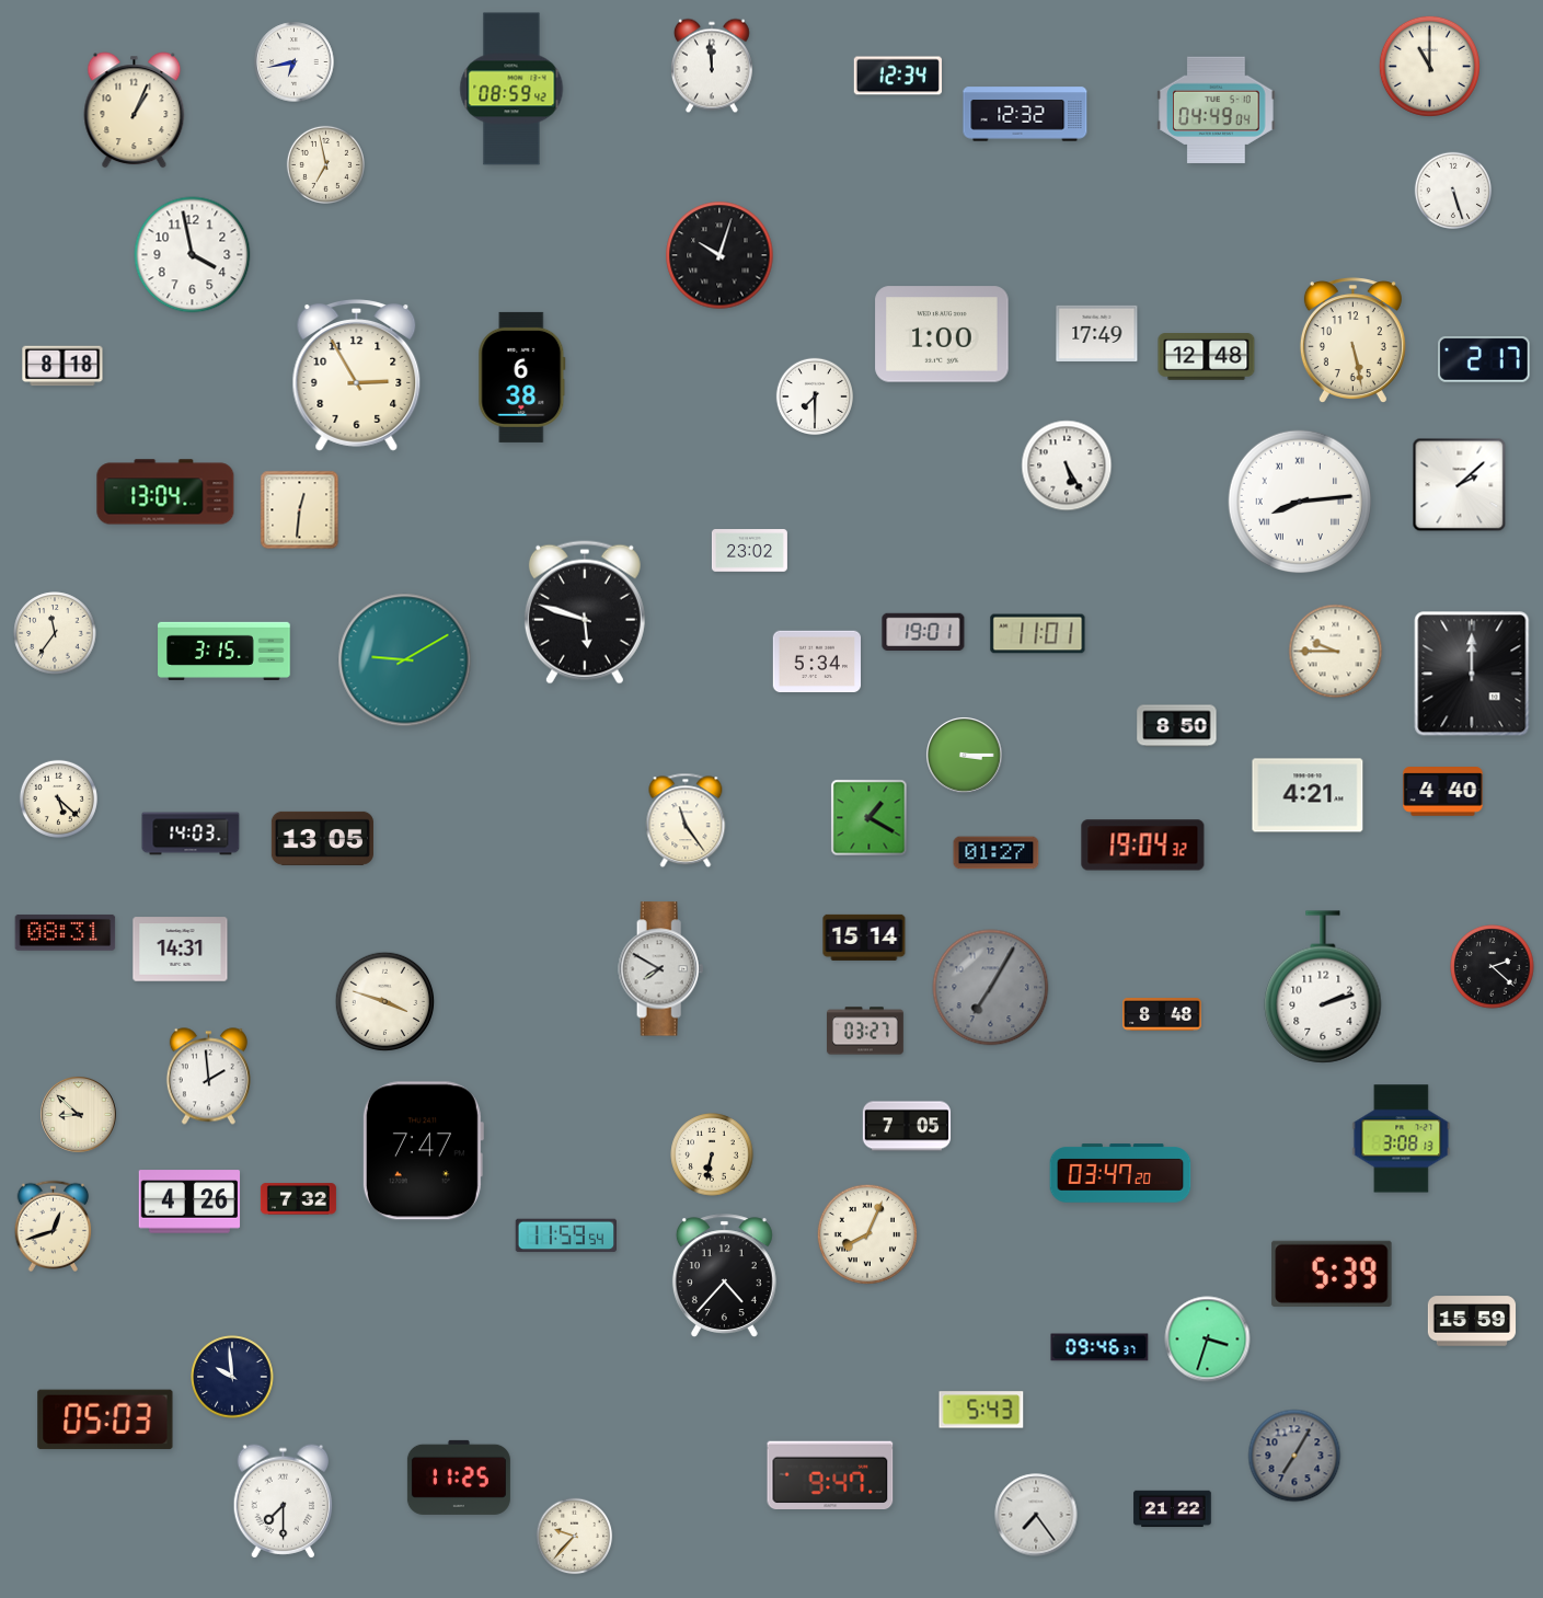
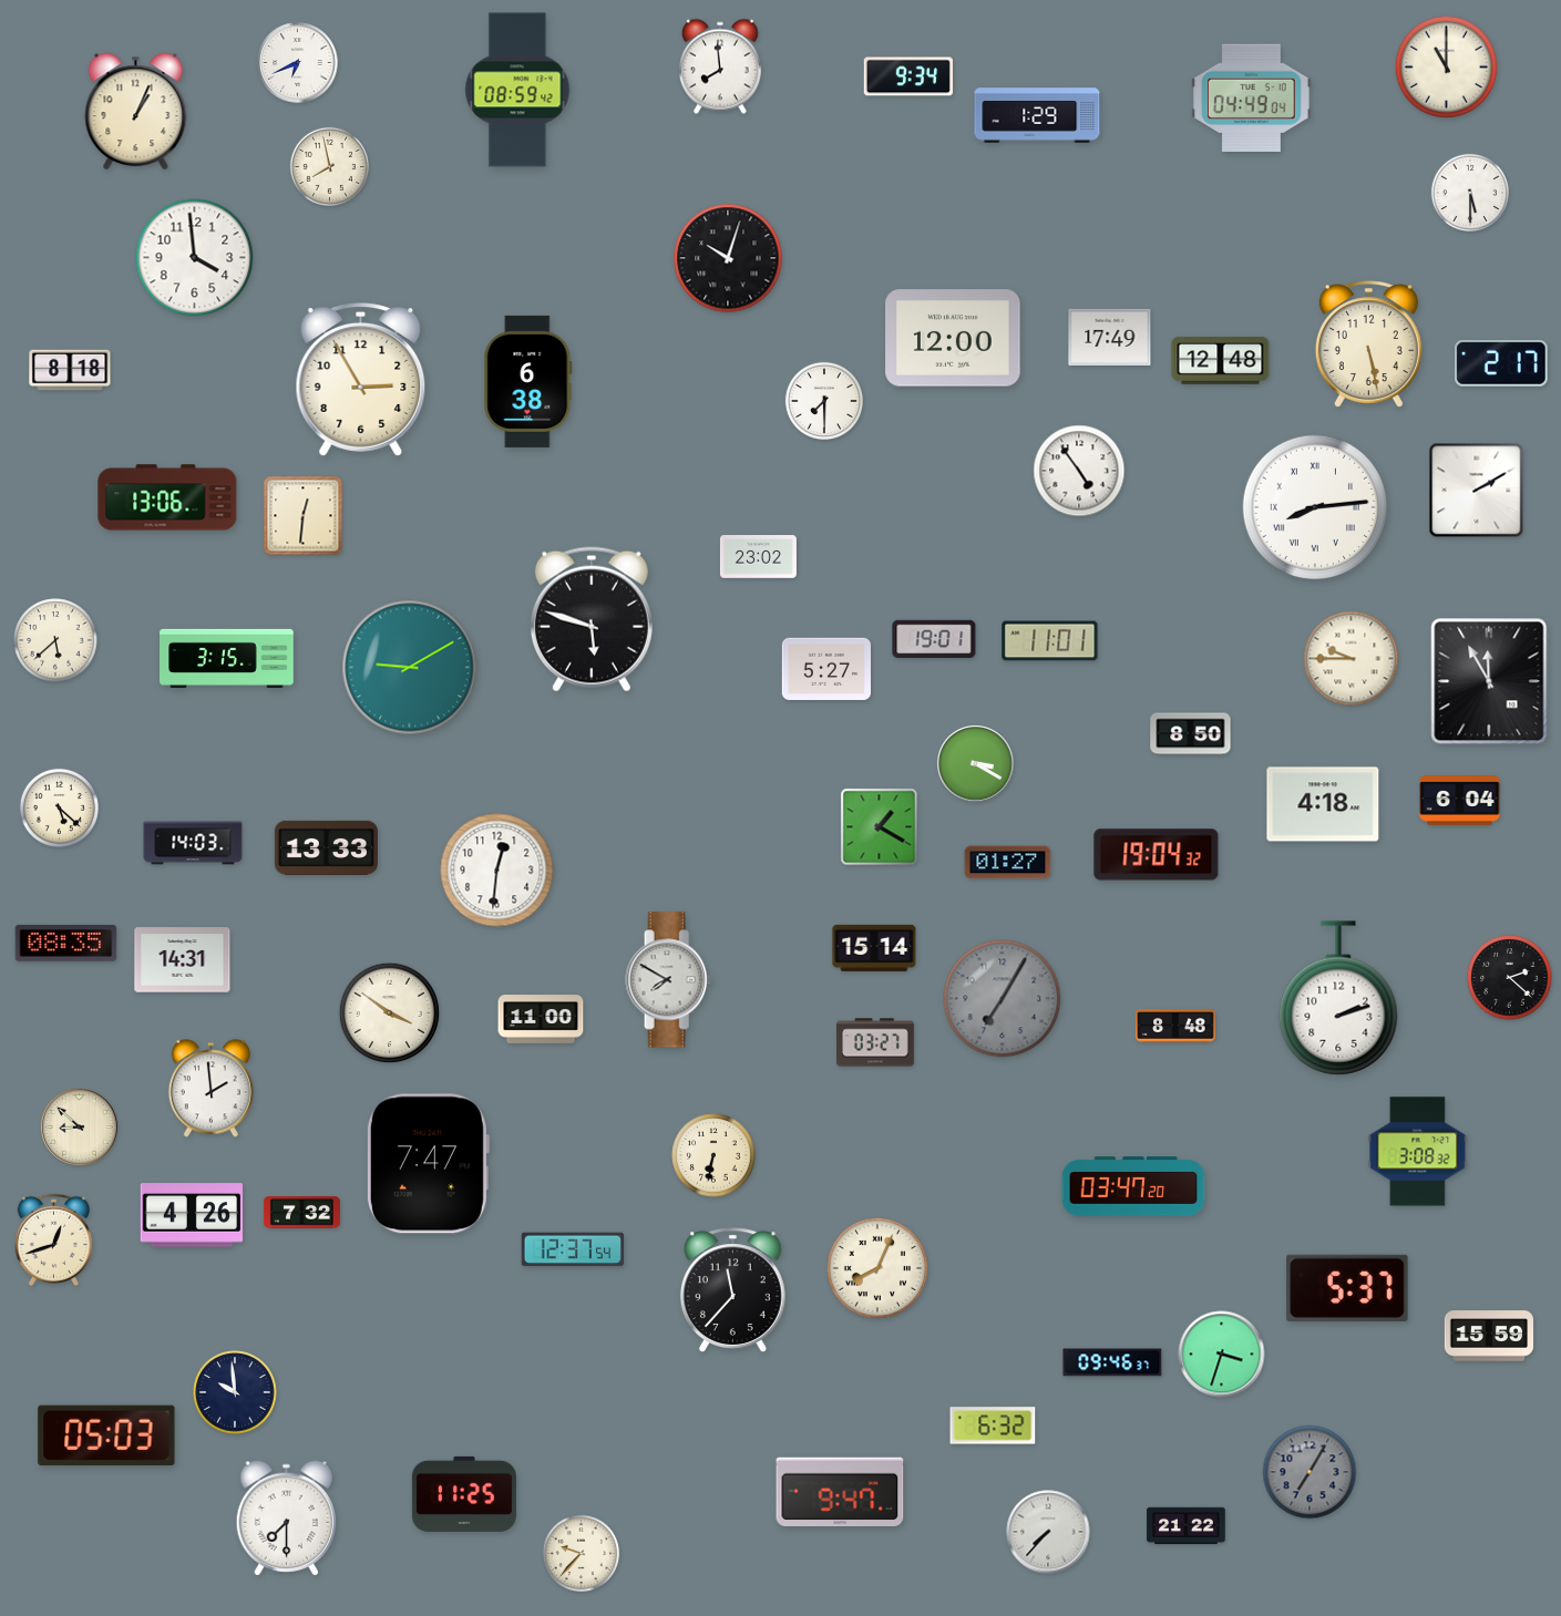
clock at (295, 62): 6:43 -> 6:41
clock at (712, 66): 11:59 -> 7:59
clock at (898, 76): 12:34 -> 9:34
clock at (1217, 110) position: (1217, 110) -> (1252, 97)
clock at (1025, 114): 12:32 -> 1:29
clock at (325, 164): 6:58 -> 7:58
clock at (1453, 191): 5:27 -> 5:30
clock at (193, 255): 3:58 -> 3:59
clock at (942, 334): 1:00 -> 12:00
clock at (62, 366) position: (62, 366) -> (70, 370)
clock at (1067, 465): 5:25 -> 4:54
clock at (1460, 485): 2:08 -> 2:10
clock at (165, 492): 13:04 -> 13:06
clock at (55, 633): 11:36 -> 5:38
clock at (816, 660): 5:34 -> 5:27
clock at (1472, 674): 12:00 -> 11:55
clock at (965, 756): 3:15 -> 3:20
clock at (1443, 792): 4:40 -> 6:04
clock at (1308, 795): 4:21 -> 4:18
clock at (686, 820): 11:24 -> none
clock at (322, 838): 13:05 -> 13:33
clock at (497, 871): none -> 12:31
clock at (66, 932): 08:31 -> 08:35
clock at (385, 1002): 3:48 -> 3:51
clock at (541, 1019): none -> 11:00
clock at (907, 1126): 7:05 -> none
clock at (1402, 1139): 3:08:13 -> 3:08:32
clock at (712, 1154) position: (712, 1154) -> (713, 1155)
clock at (866, 1233) position: (866, 1233) -> (876, 1267)
clock at (565, 1235): 11:59 -> 12:37
clock at (1332, 1274): 5:39 -> 5:37
clock at (724, 1276): 4:37 -> 11:37
clock at (981, 1410): 5:43 -> 6:32
clock at (1036, 1515): 7:24 -> 7:37
